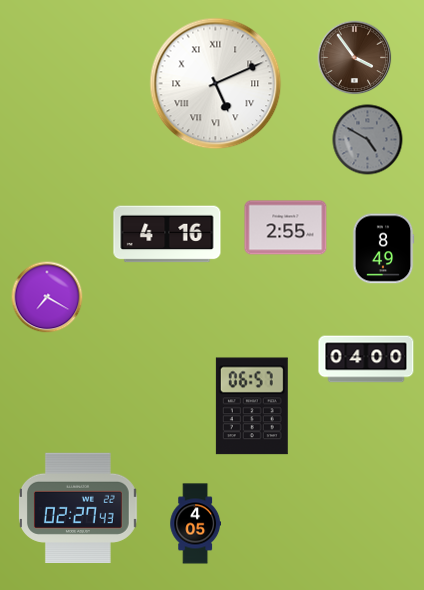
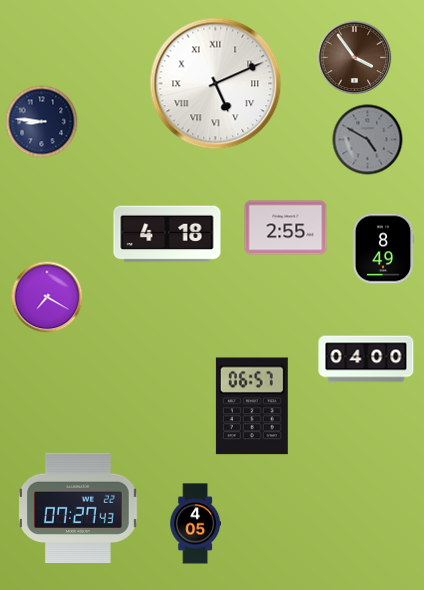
clock at (42, 122): none -> 8:46
clock at (167, 234): 4:16 -> 4:18
clock at (79, 507): 02:27 -> 07:27
